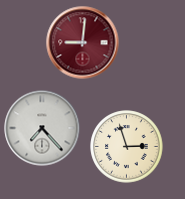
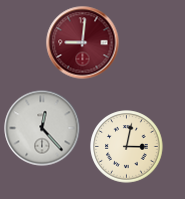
clock at (42, 128): 7:23 -> 12:23
clock at (127, 147): 2:57 -> 3:02
